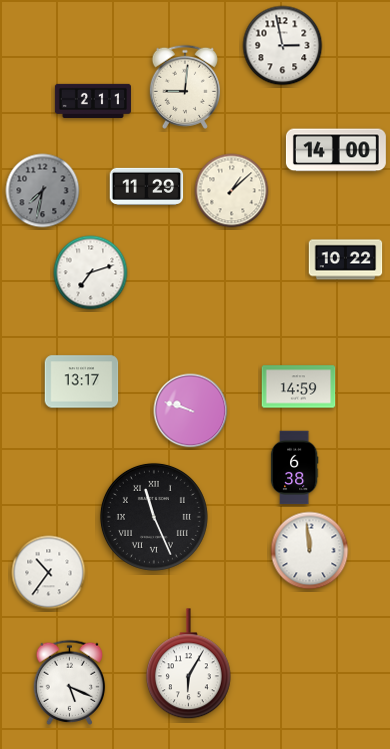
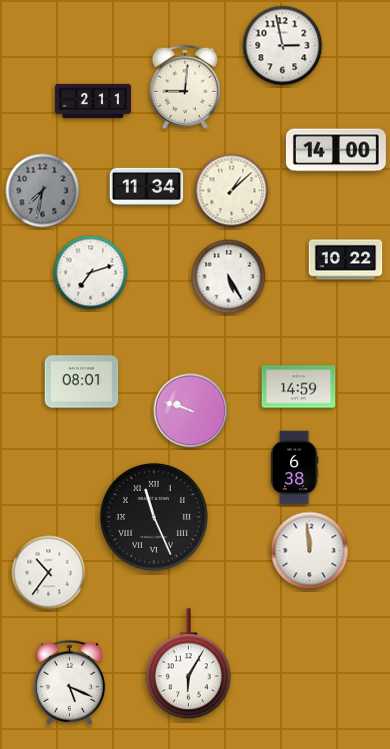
clock at (147, 186): 11:29 -> 11:34
clock at (229, 277): none -> 5:25
clock at (82, 382): 13:17 -> 08:01
